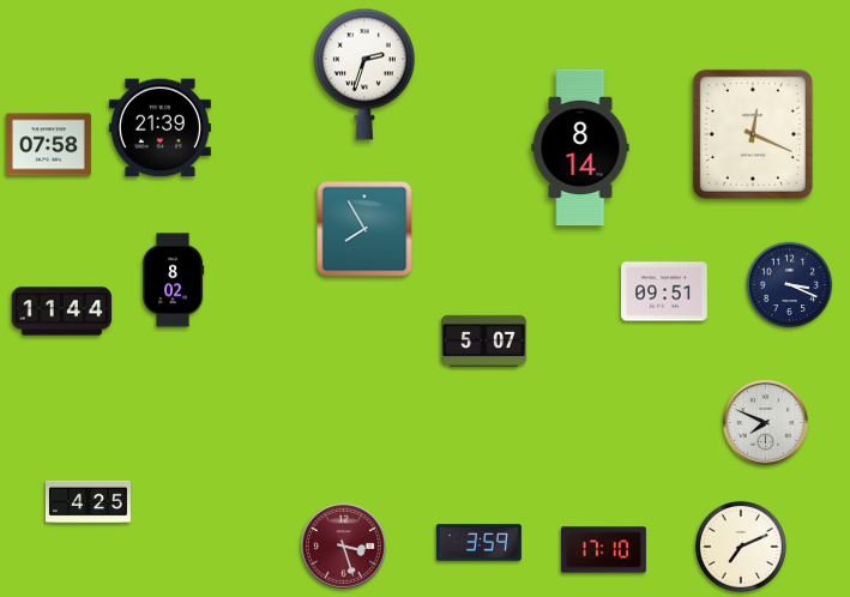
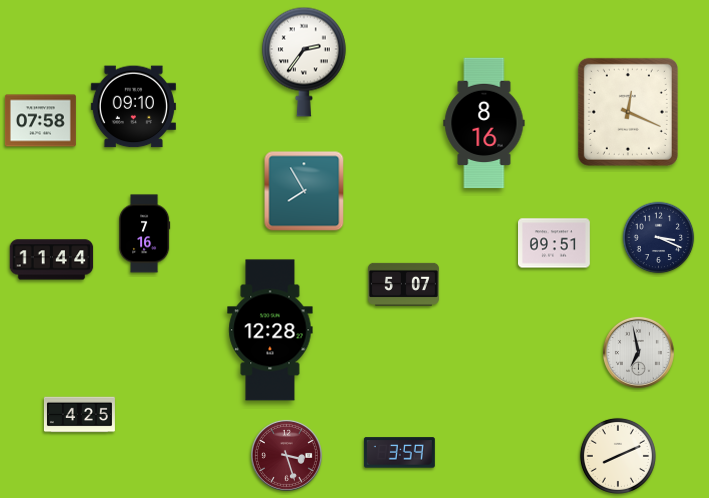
clock at (364, 74): 2:33 -> 2:36
clock at (159, 128): 21:39 -> 09:10
clock at (580, 147): 8:14 -> 8:16
clock at (174, 281): 8:02 -> 7:16
clock at (270, 330): none -> 12:28
clock at (765, 422): 7:49 -> 6:58
clock at (88, 502) position: (88, 502) -> (79, 415)
clock at (741, 547): 7:11 -> 8:11
clock at (603, 550): 17:10 -> none
